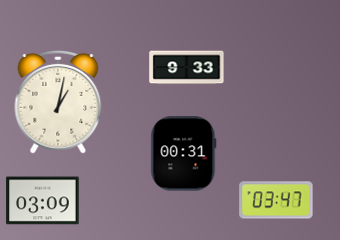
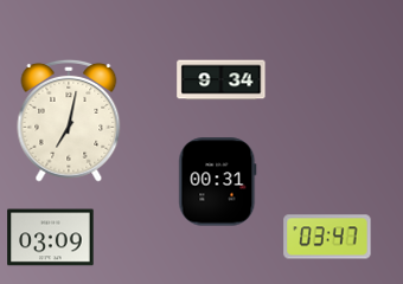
clock at (187, 68): 9:33 -> 9:34
clock at (58, 102): 1:02 -> 7:02
